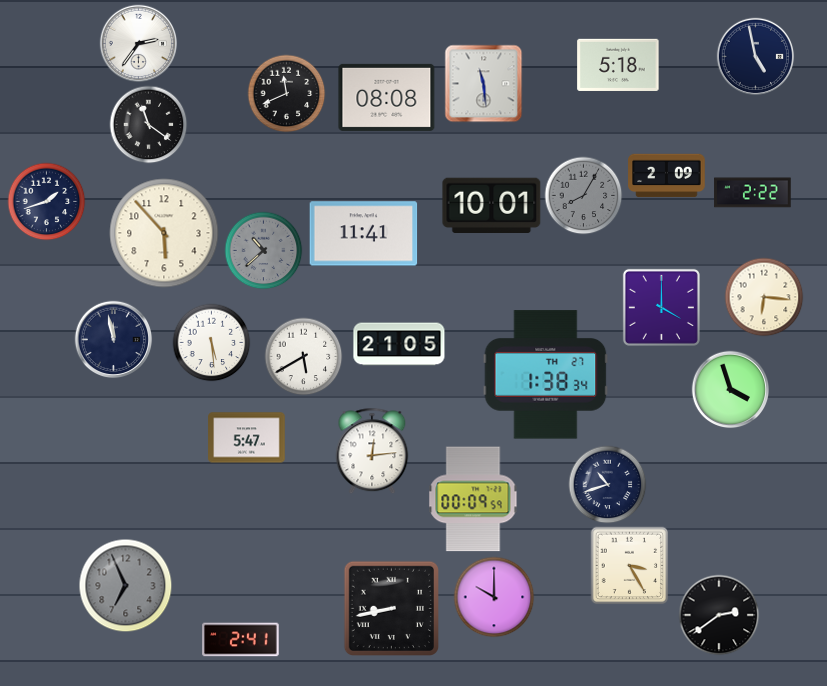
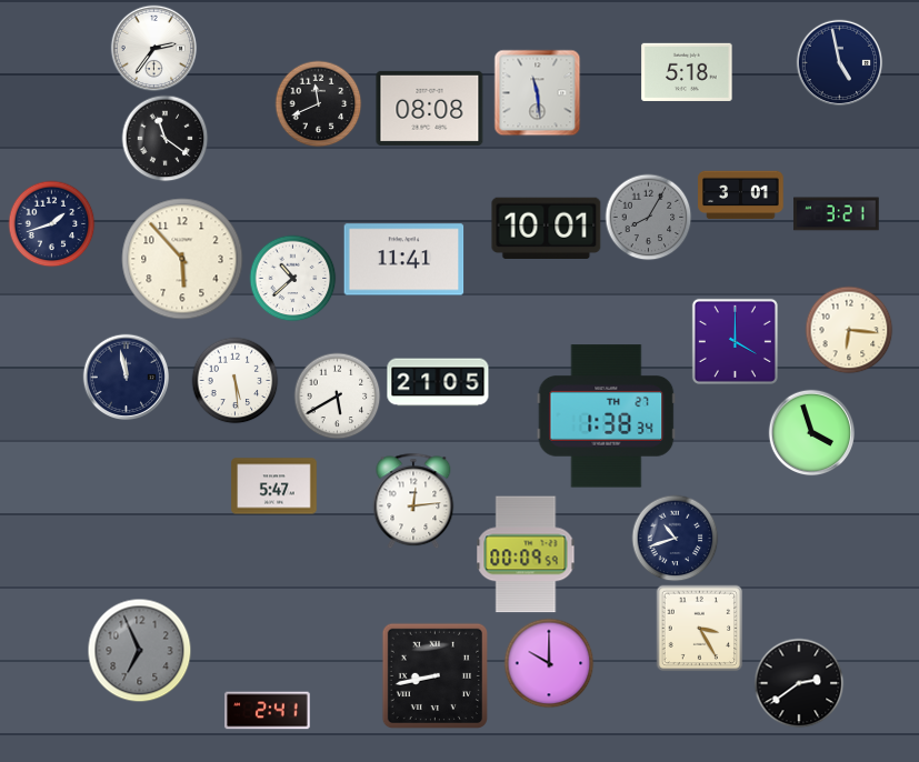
clock at (667, 176): 2:09 -> 3:01
clock at (753, 193): 2:22 -> 3:21
clock at (263, 250) dial: grey -> white
clock at (399, 344) position: (399, 344) -> (438, 382)
